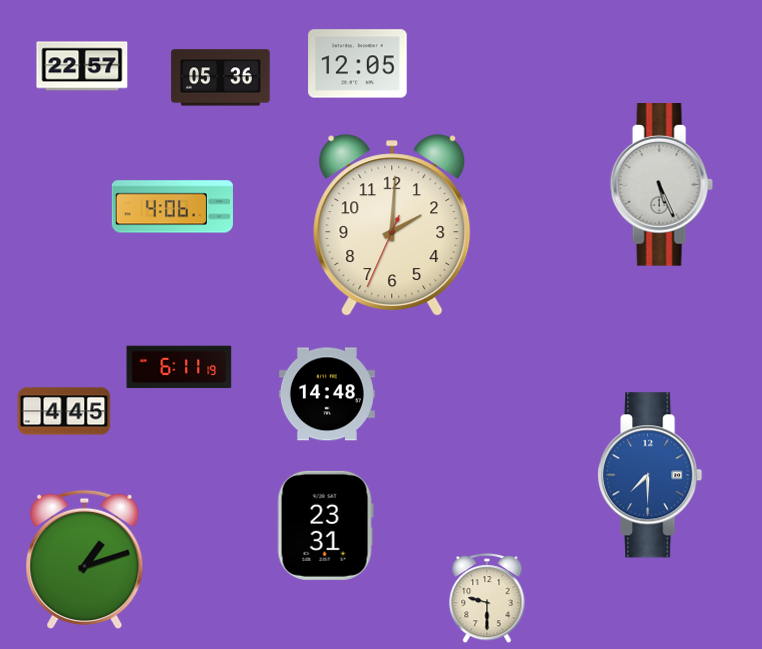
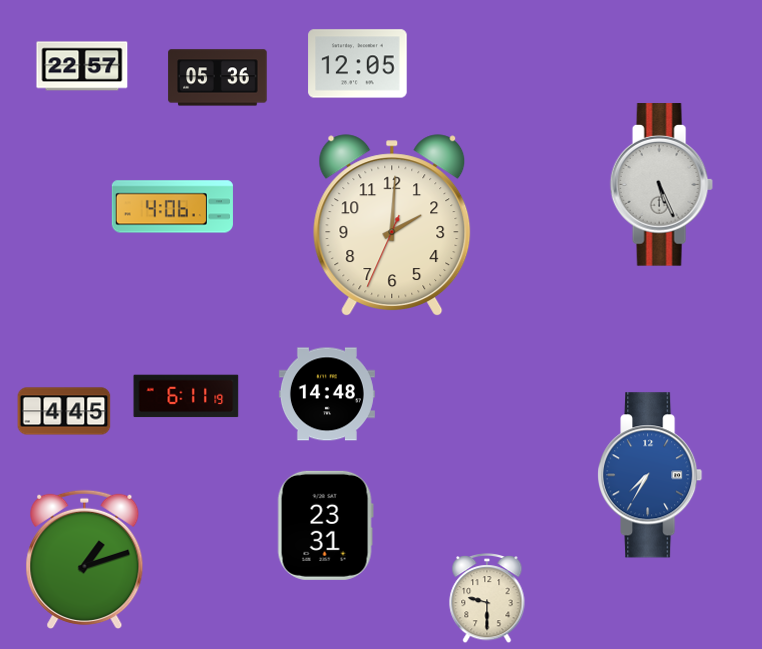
clock at (221, 78) position: (221, 78) -> (218, 78)
clock at (179, 367) position: (179, 367) -> (186, 396)
clock at (651, 475): 7:30 -> 7:35
